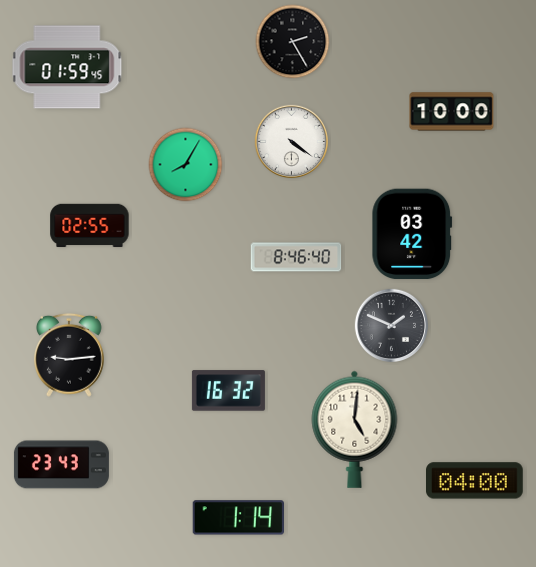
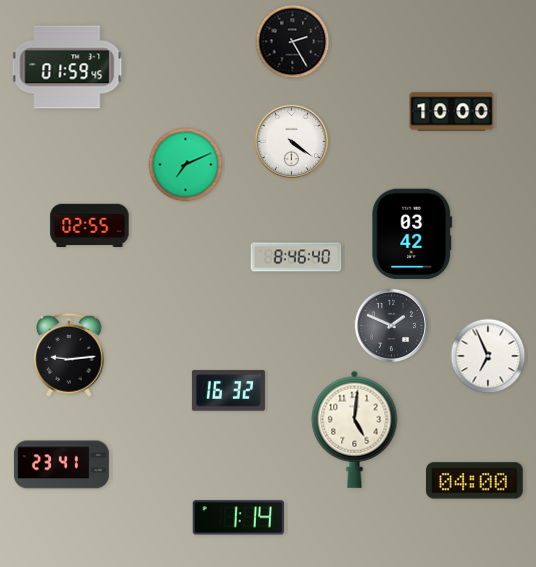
clock at (186, 165): 8:05 -> 7:11
clock at (488, 356): none -> 6:56
clock at (61, 465): 23:43 -> 23:41
